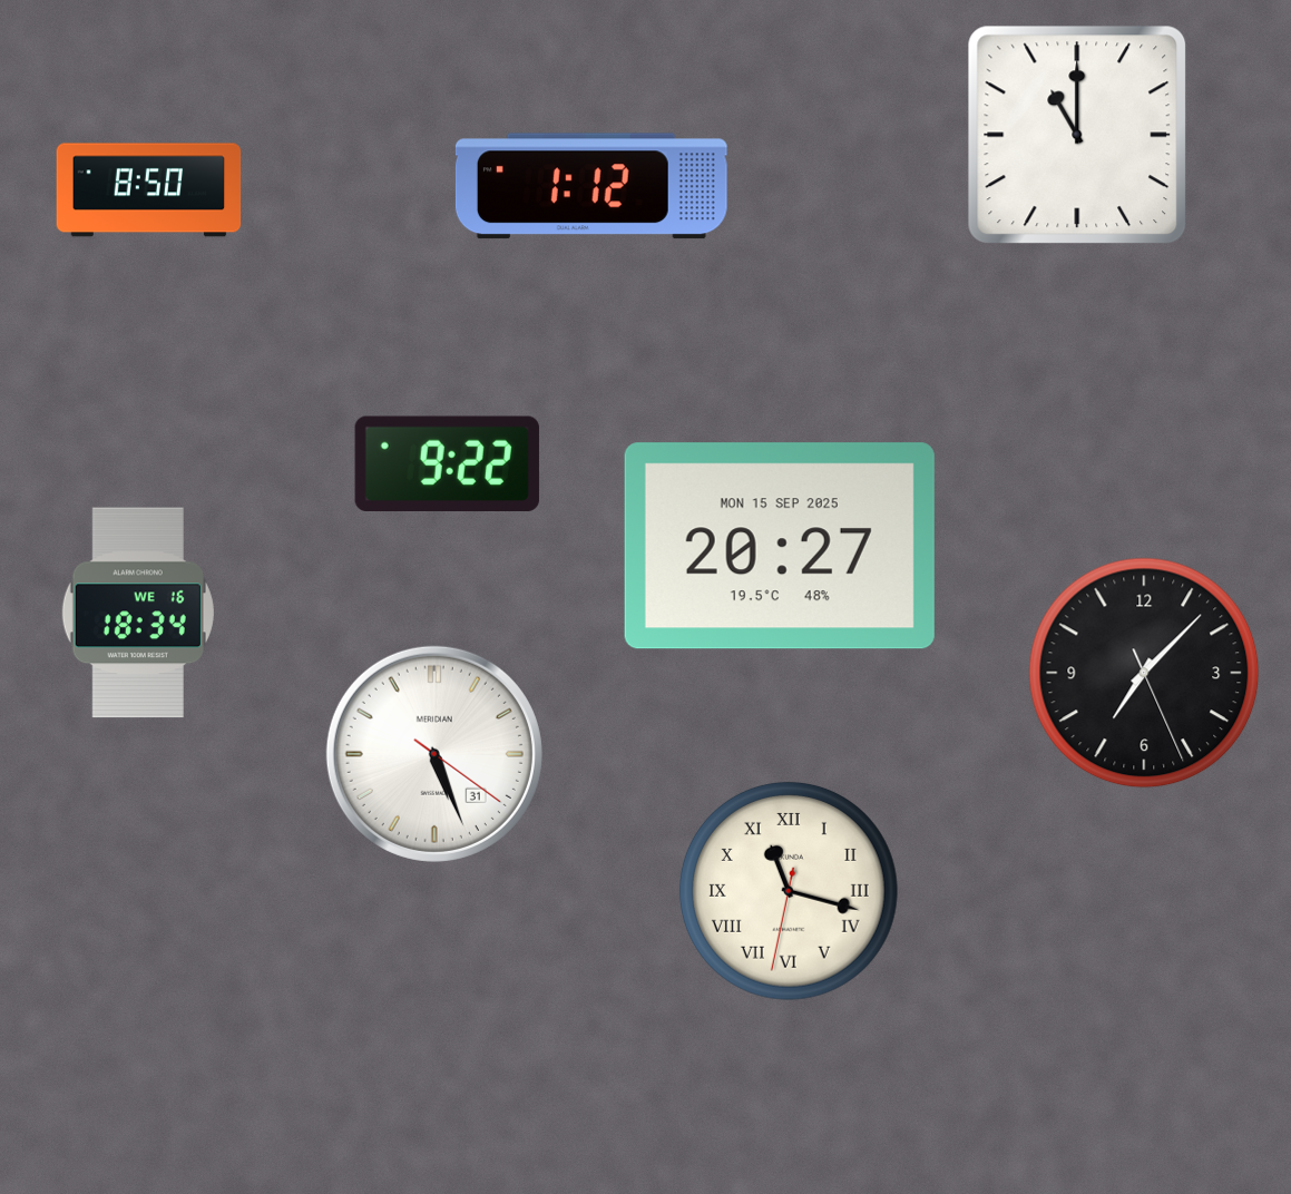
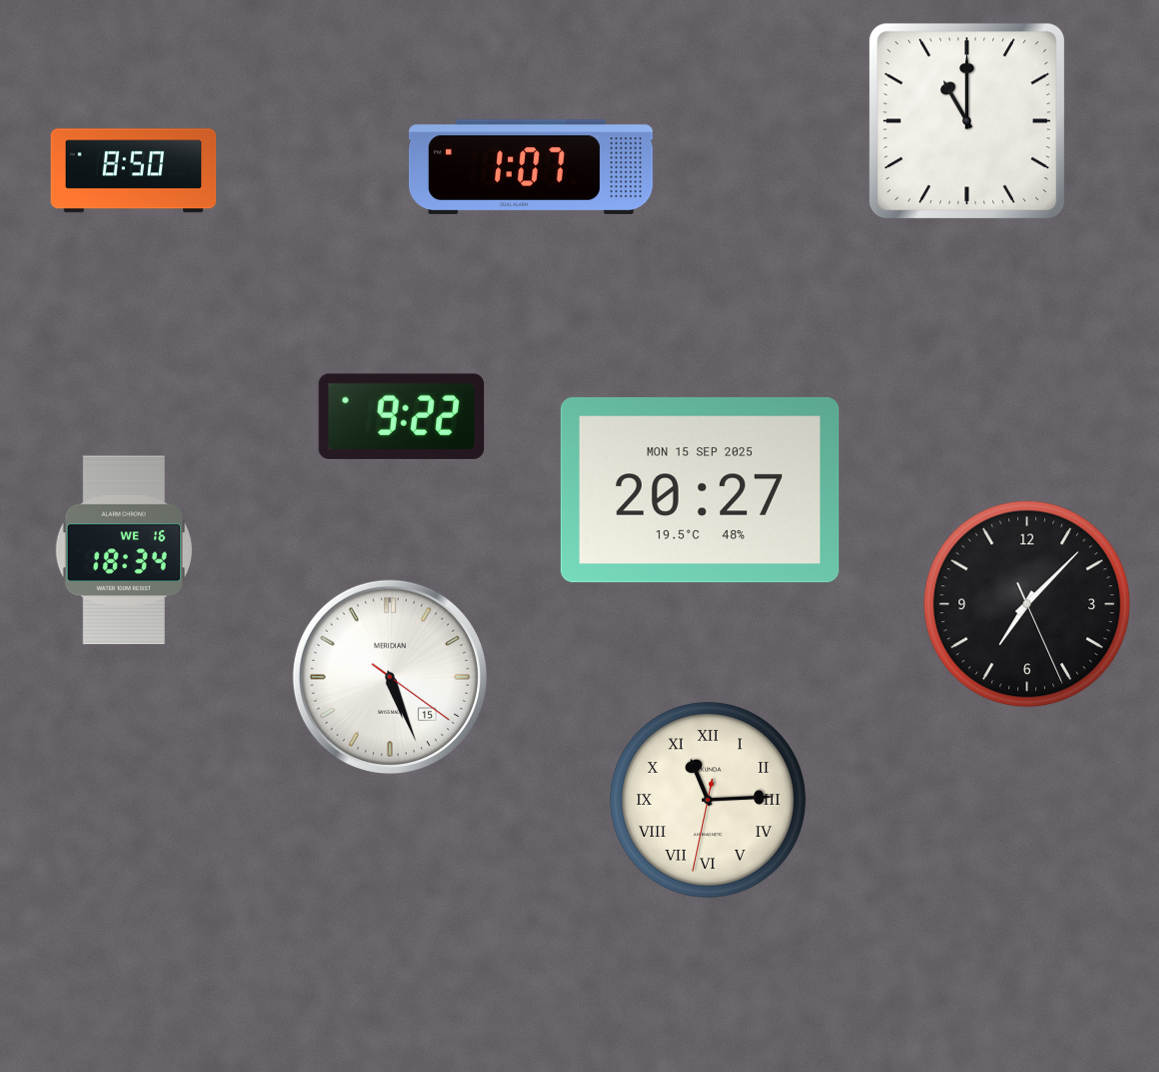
clock at (591, 186): 1:12 -> 1:07
clock at (434, 754) date: 31 -> 15
clock at (789, 891): 11:17 -> 11:14
